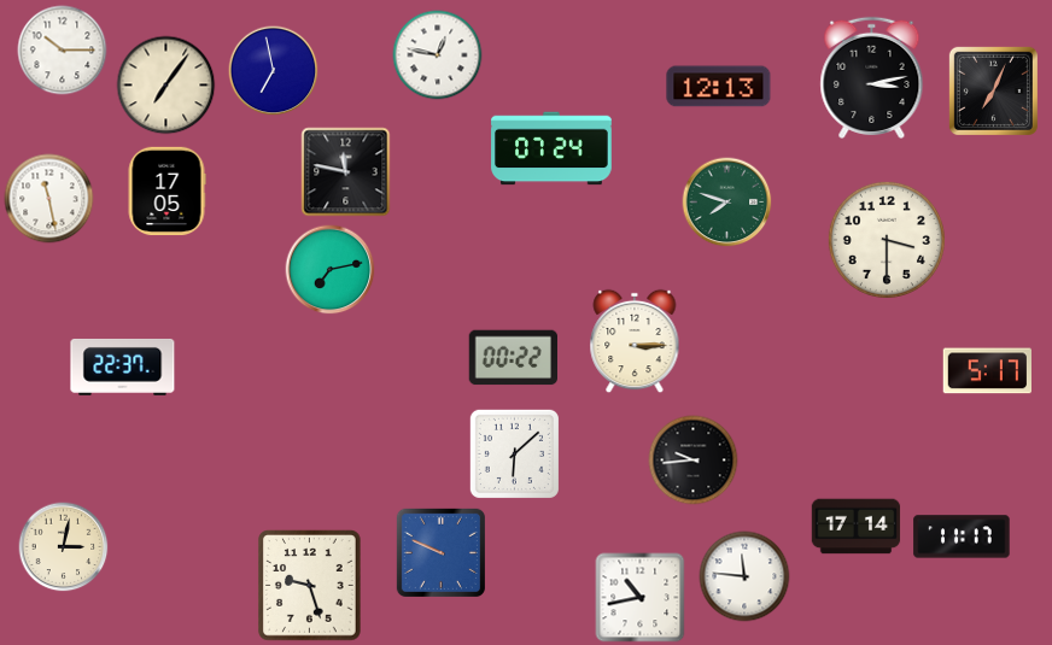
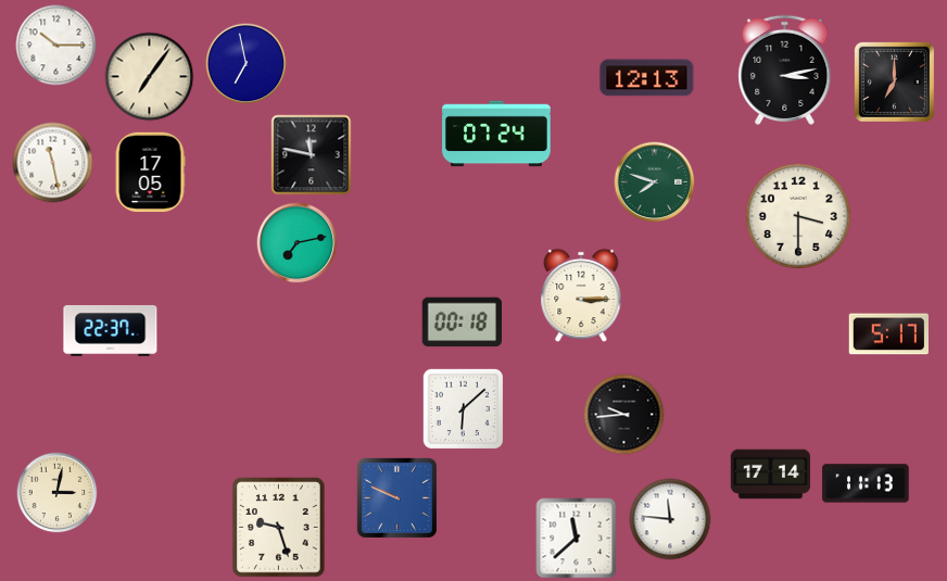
clock at (438, 55): 12:47 -> none
clock at (993, 90): 7:04 -> 7:00
clock at (49, 199) position: (49, 199) -> (53, 163)
clock at (635, 341) position: (635, 341) -> (581, 295)
clock at (513, 358): 00:22 -> 00:18
clock at (962, 536): 11:17 -> 11:13
clock at (641, 598): 10:43 -> 11:38
